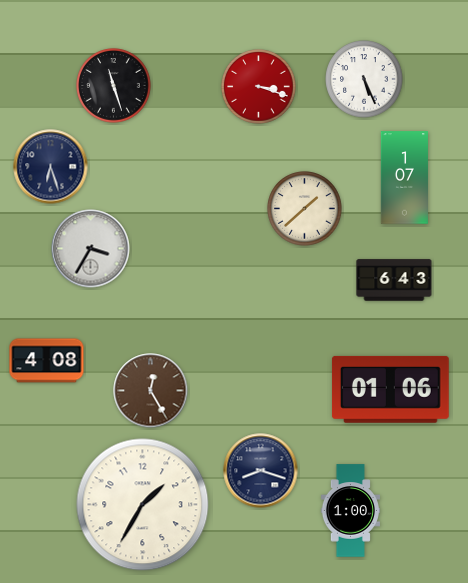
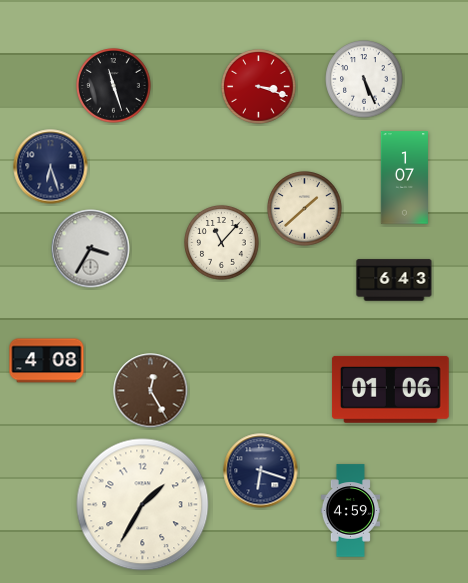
clock at (222, 243): none -> 11:07
clock at (261, 471): 8:18 -> 6:18
clock at (350, 511): 1:00 -> 4:59
